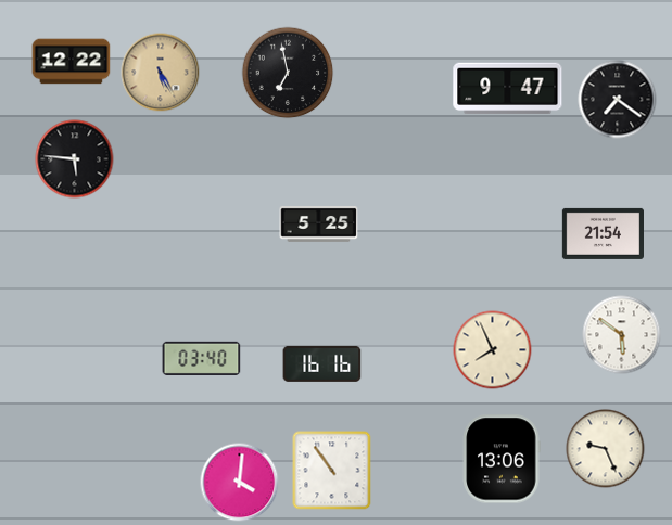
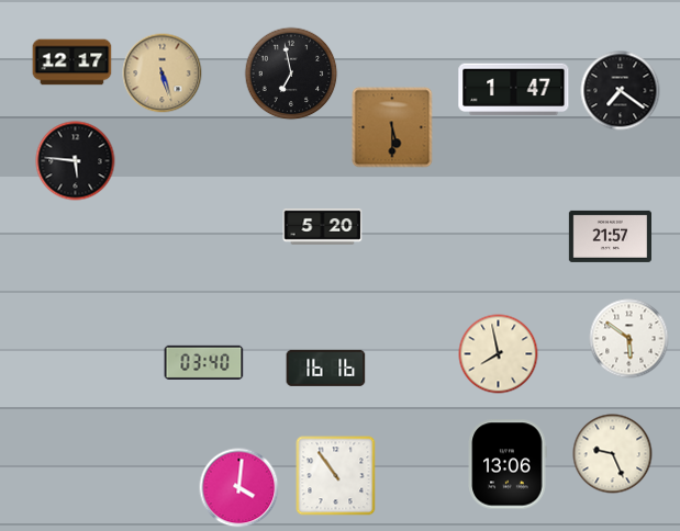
clock at (72, 62): 12:22 -> 12:17
clock at (161, 73): 5:25 -> 5:27
clock at (508, 89): 9:47 -> 1:47
clock at (618, 100) position: (618, 100) -> (621, 91)
clock at (392, 127): none -> 5:30
clock at (319, 225): 5:25 -> 5:20
clock at (603, 233): 21:54 -> 21:57
clock at (493, 350): 7:56 -> 7:58
clock at (240, 483) position: (240, 483) -> (239, 488)
